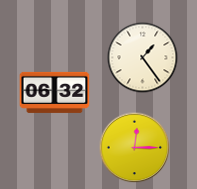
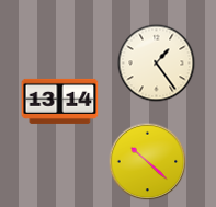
clock at (55, 92): 06:32 -> 13:14
clock at (135, 148): 12:15 -> 10:22
